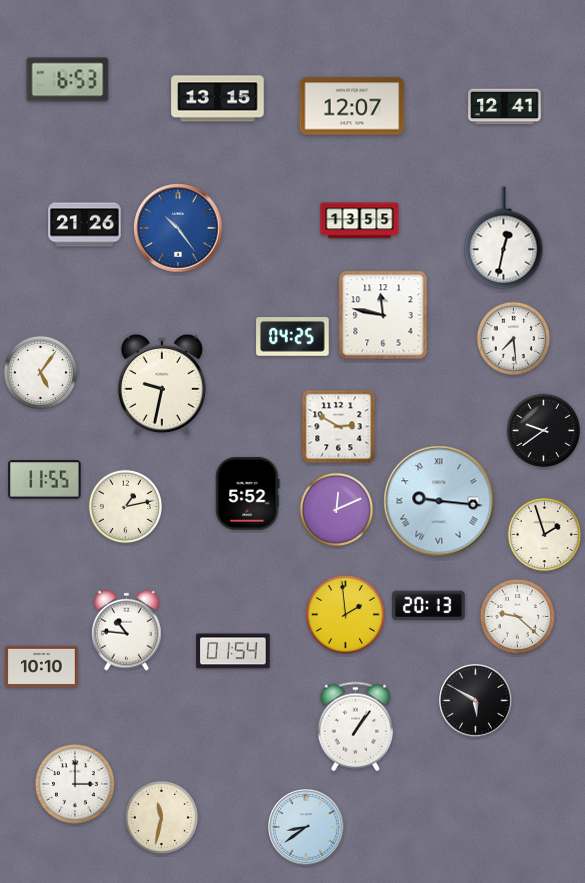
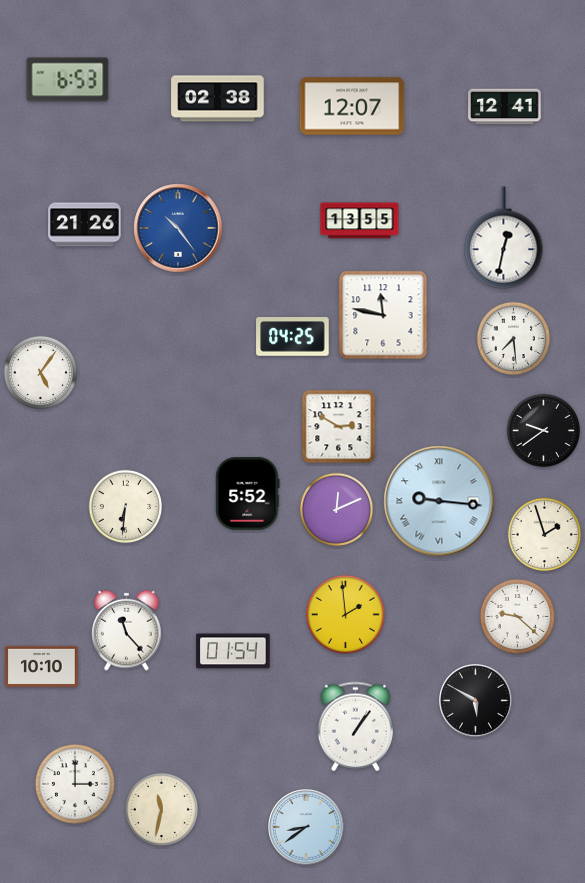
clock at (218, 99): 13:15 -> 02:38
clock at (162, 385): 9:32 -> none
clock at (45, 480): 11:55 -> none
clock at (126, 507): 1:13 -> 6:31
clock at (429, 606): 20:13 -> none
clock at (127, 630): 10:46 -> 11:23
clock at (162, 818) position: (162, 818) -> (162, 810)
